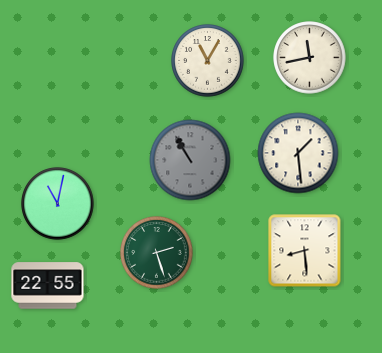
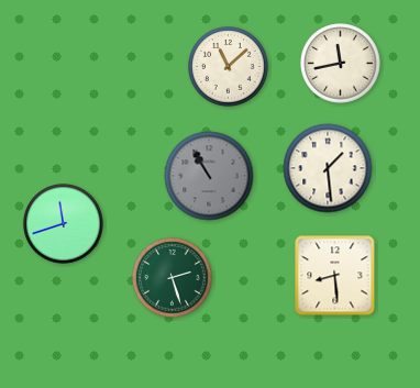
clock at (208, 61): 11:05 -> 11:08
clock at (58, 204): 11:02 -> 11:42
clock at (48, 286): 22:55 -> none
